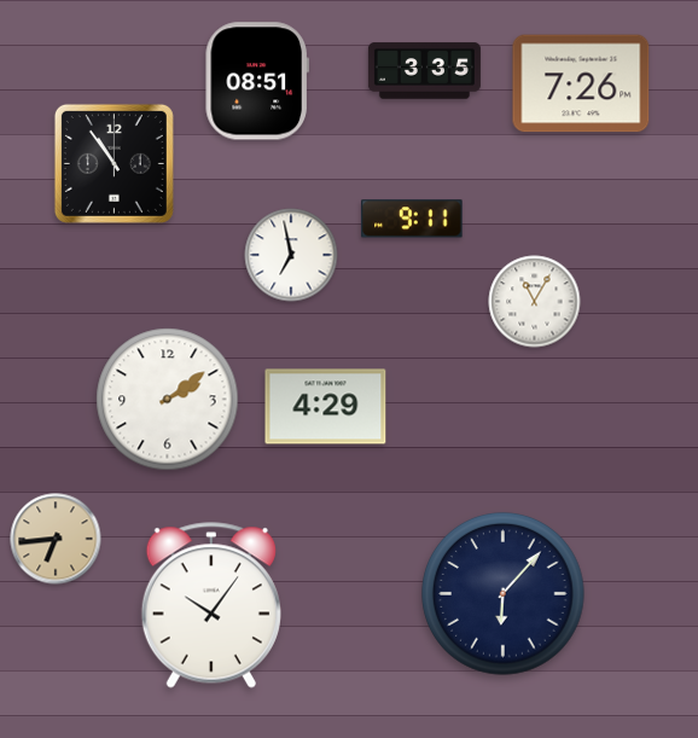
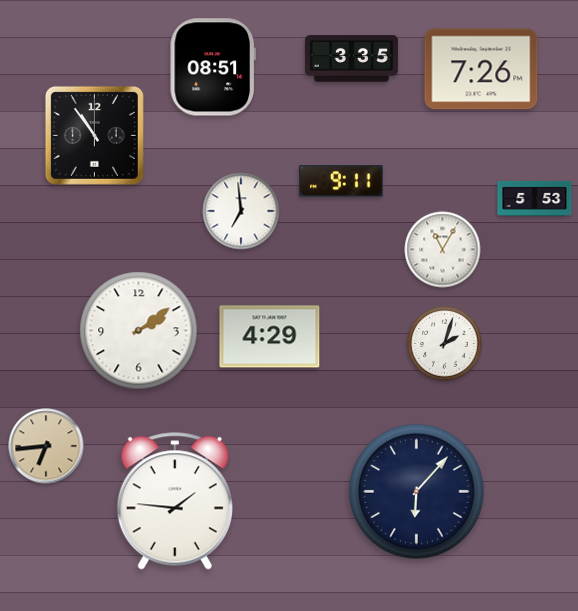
clock at (535, 198): none -> 5:53
clock at (291, 255): 6:58 -> 6:59
clock at (445, 344): none -> 2:03
clock at (211, 605): 10:06 -> 1:46
